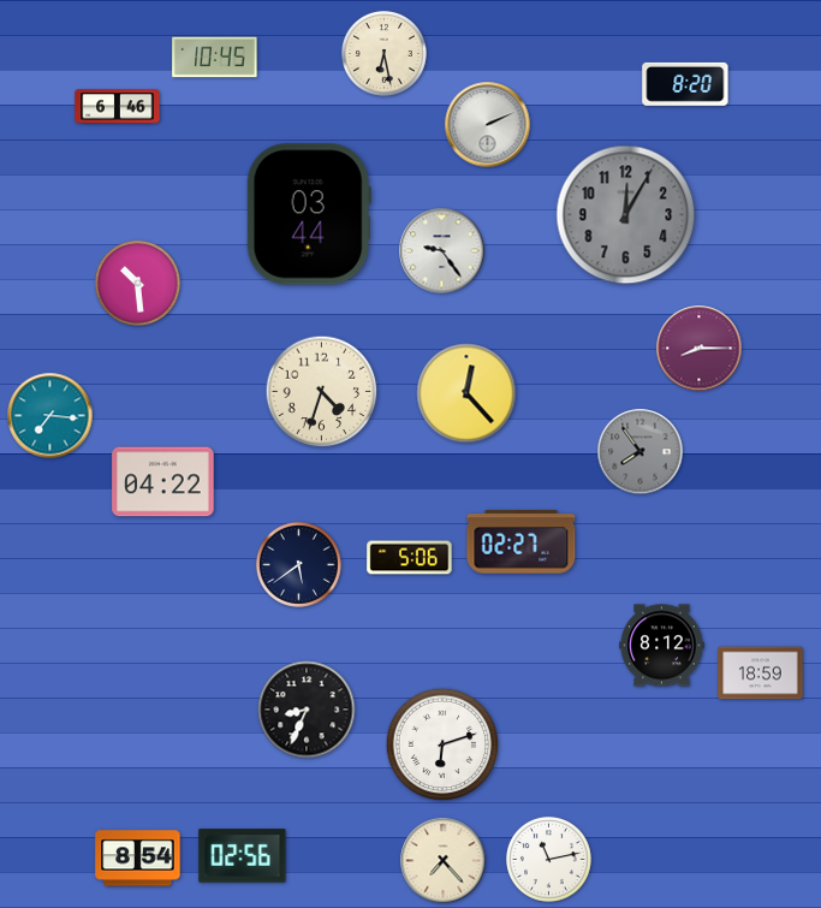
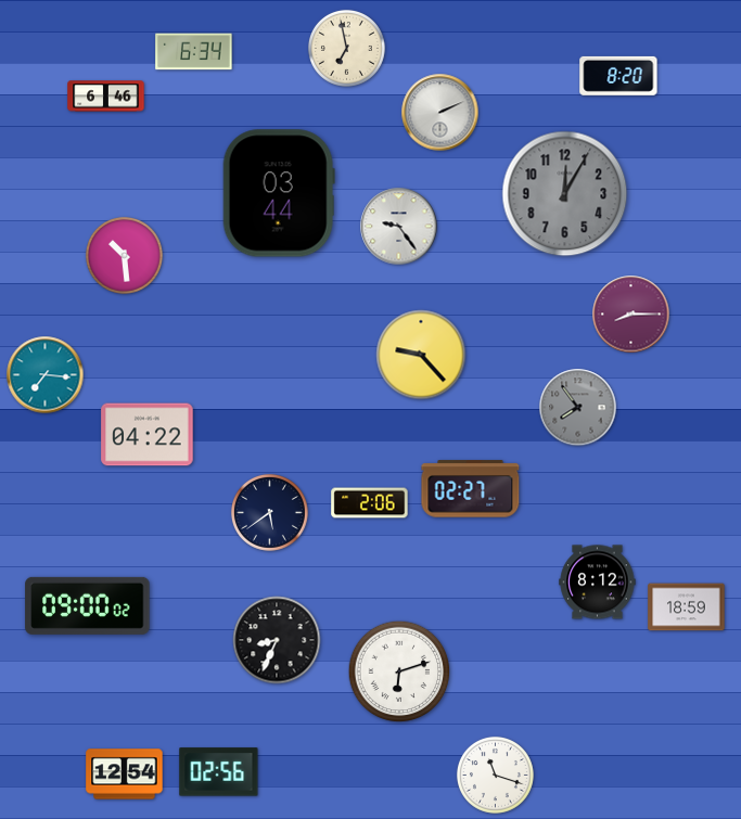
clock at (383, 53): 6:28 -> 6:58
clock at (215, 58): 10:45 -> 6:34
clock at (322, 392): 4:33 -> none
clock at (466, 393): 12:23 -> 9:23
clock at (410, 558): 5:06 -> 2:06
clock at (298, 564) position: (298, 564) -> (269, 512)
clock at (88, 605): none -> 09:00
clock at (138, 859): 8:54 -> 12:54
clock at (548, 859): 11:13 -> 11:18
clock at (444, 861): 7:23 -> none
